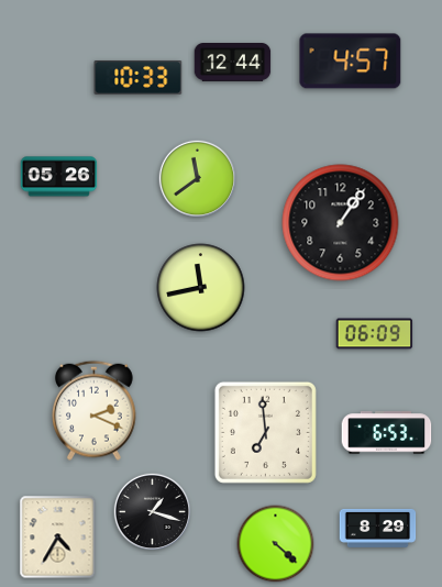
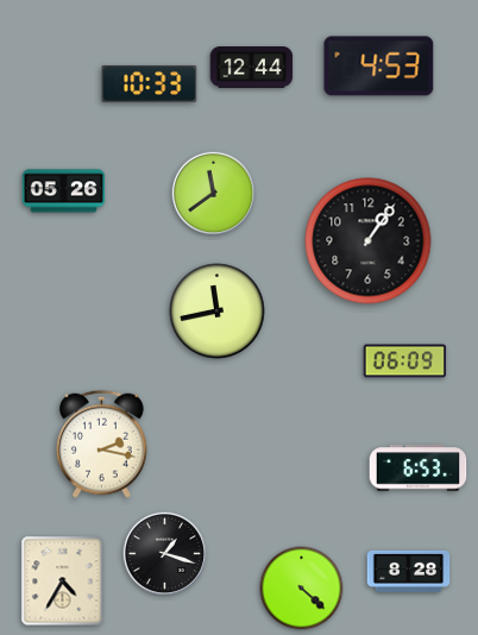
clock at (351, 62): 4:57 -> 4:53
clock at (95, 410): 2:19 -> 2:17
clock at (265, 432): 6:59 -> none
clock at (378, 528): 8:29 -> 8:28
clock at (276, 544) position: (276, 544) -> (302, 589)
